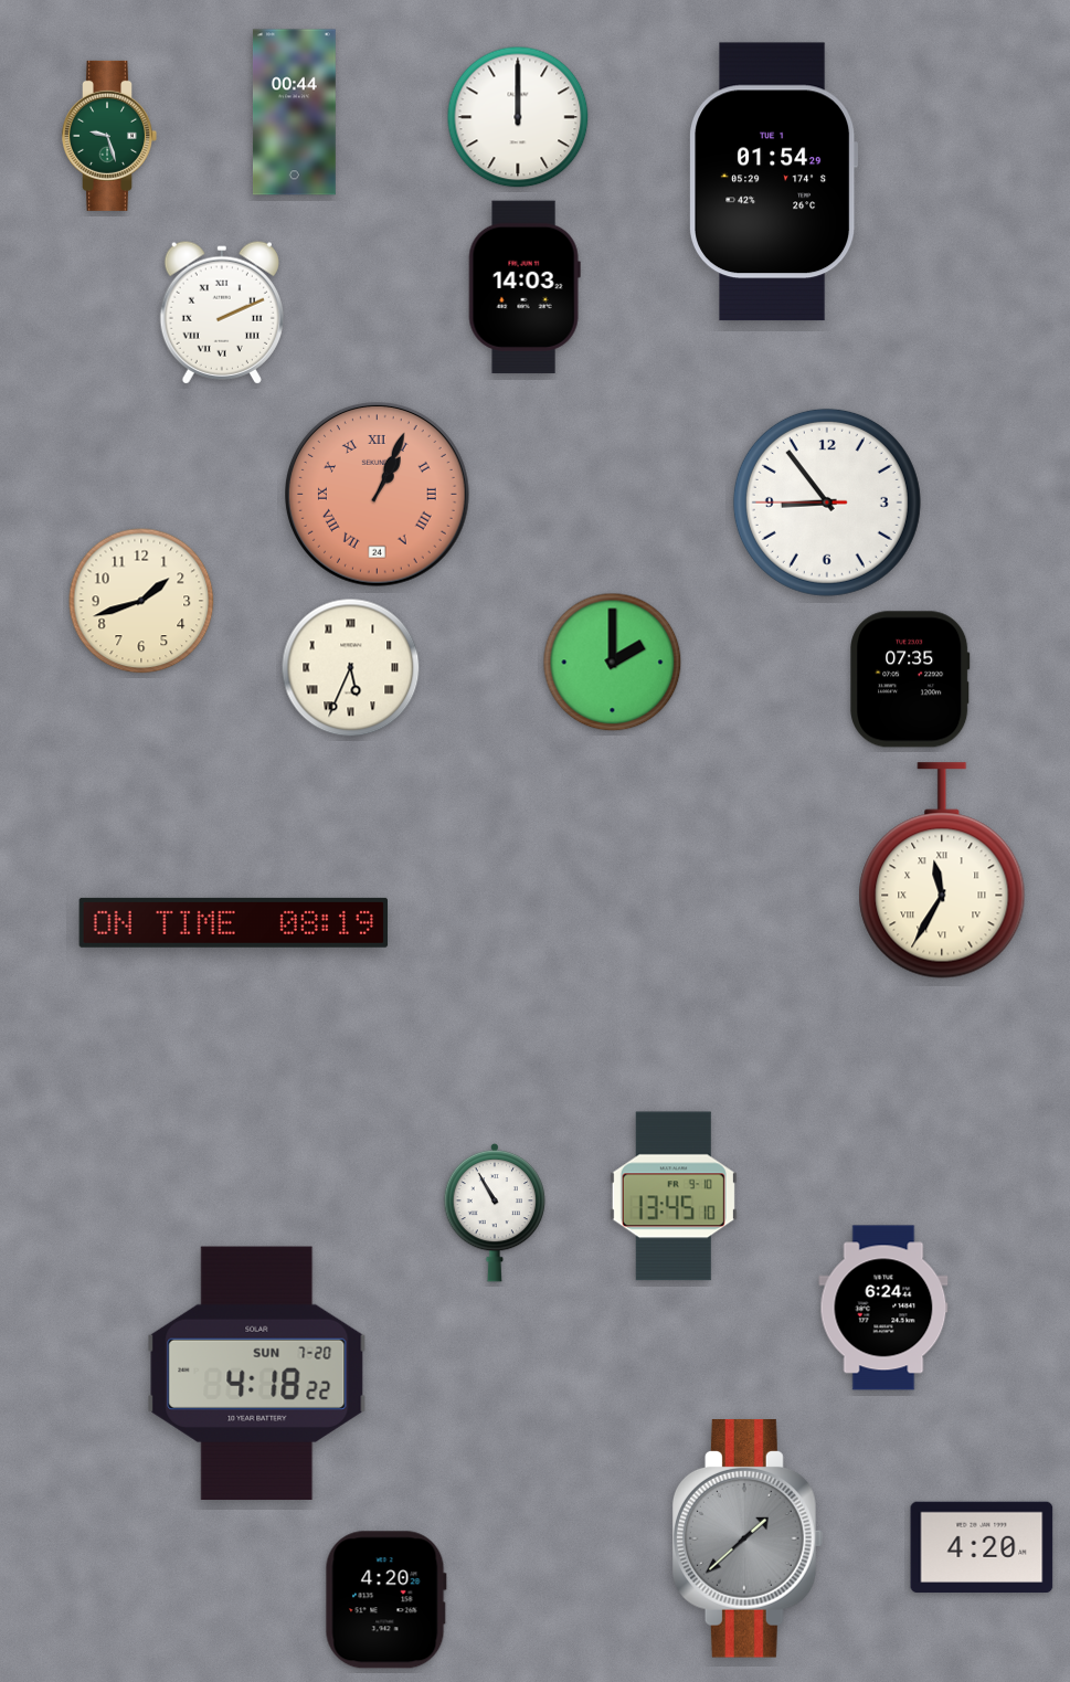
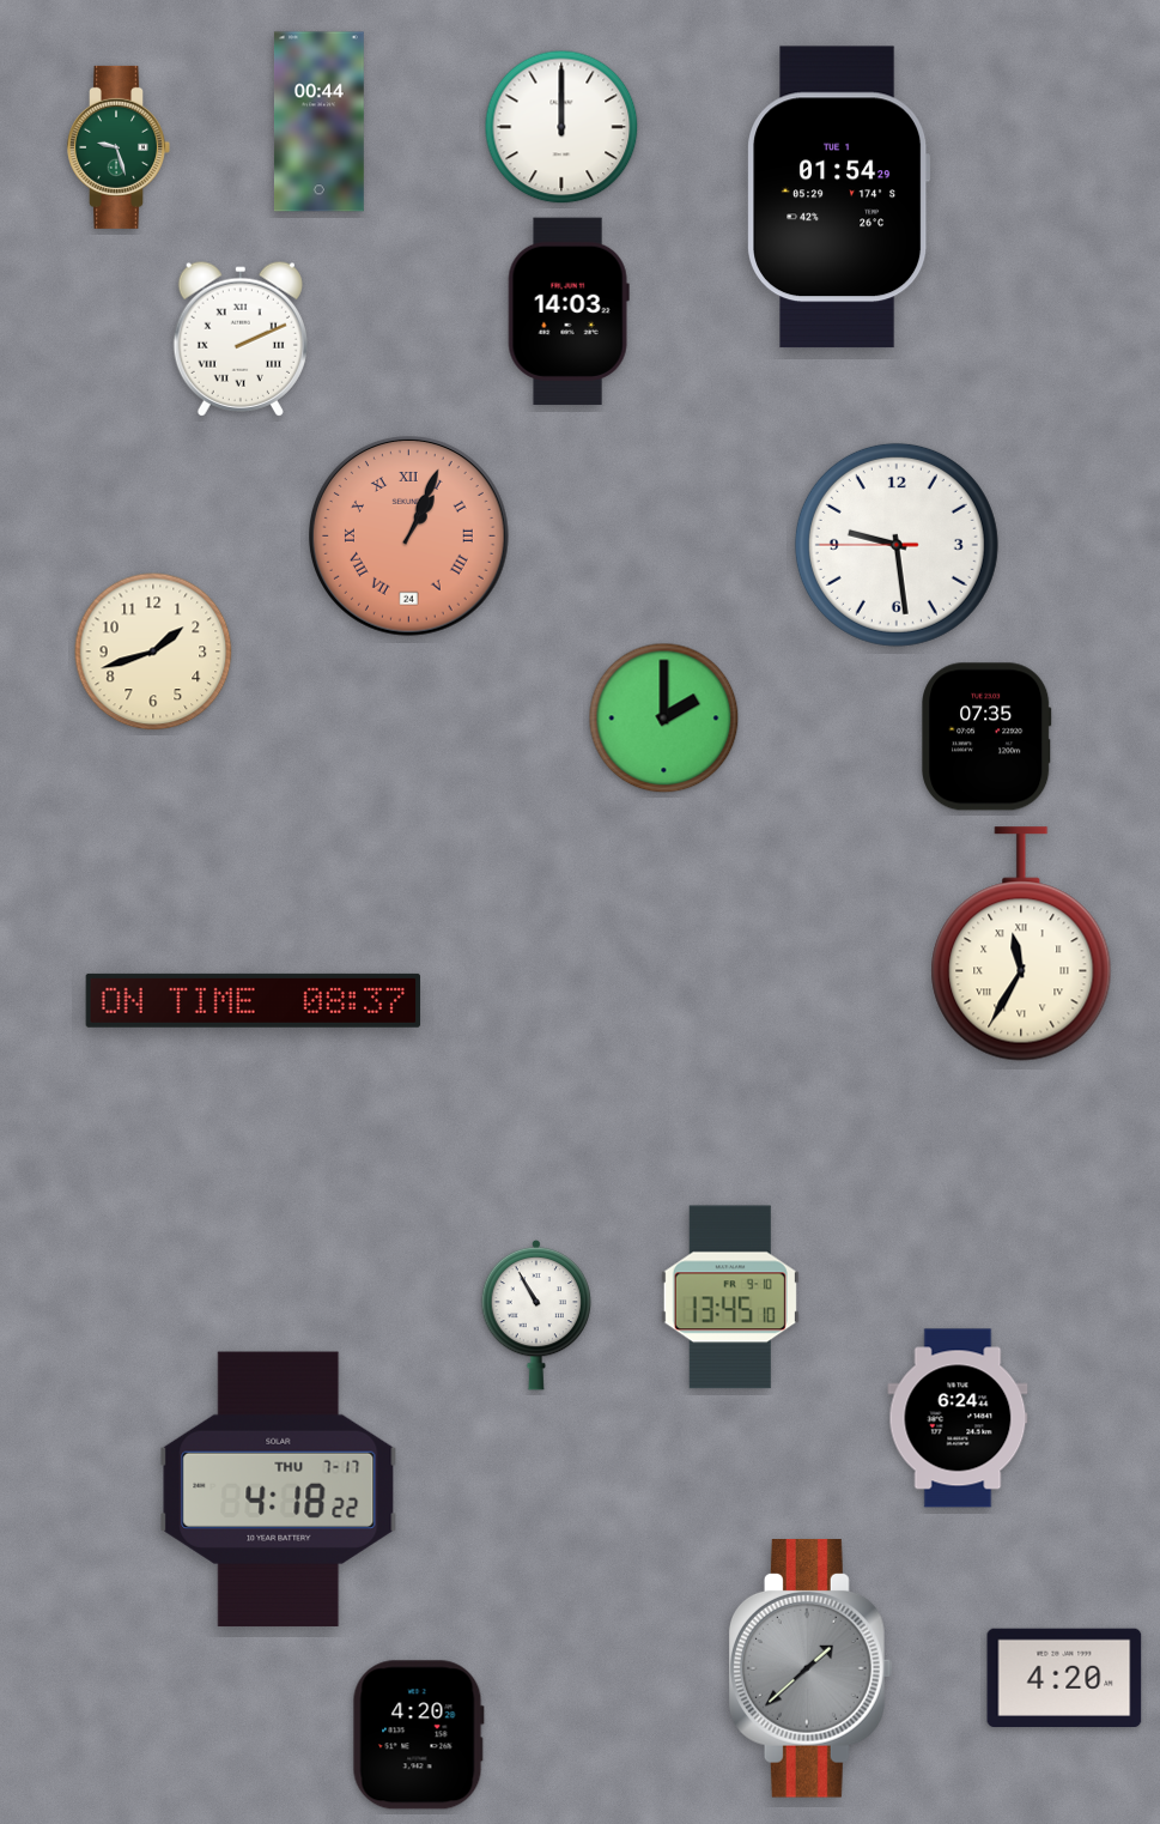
clock at (827, 503): 8:53 -> 9:28
clock at (351, 668): 5:34 -> none
clock at (234, 922): 08:19 -> 08:37
clock at (257, 1374) date: SUN 7-20 -> THU 7-17
